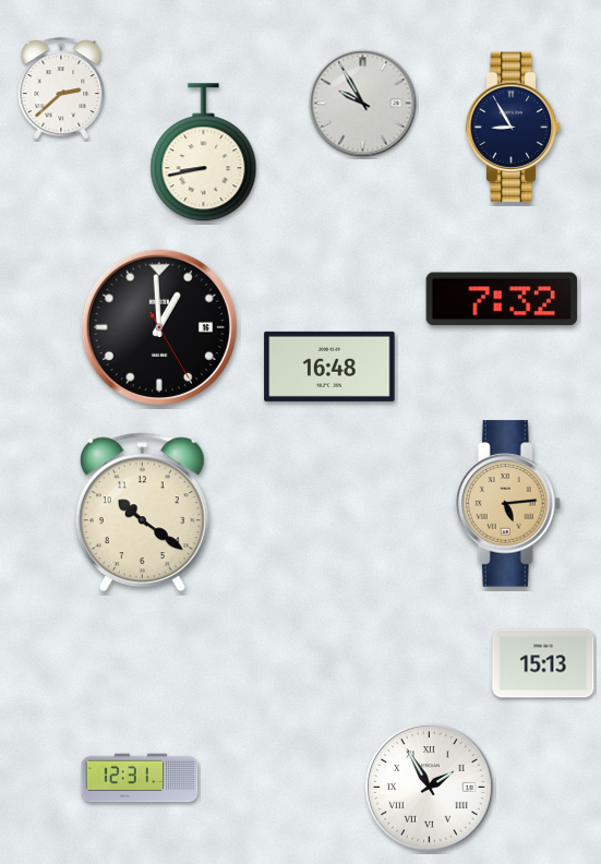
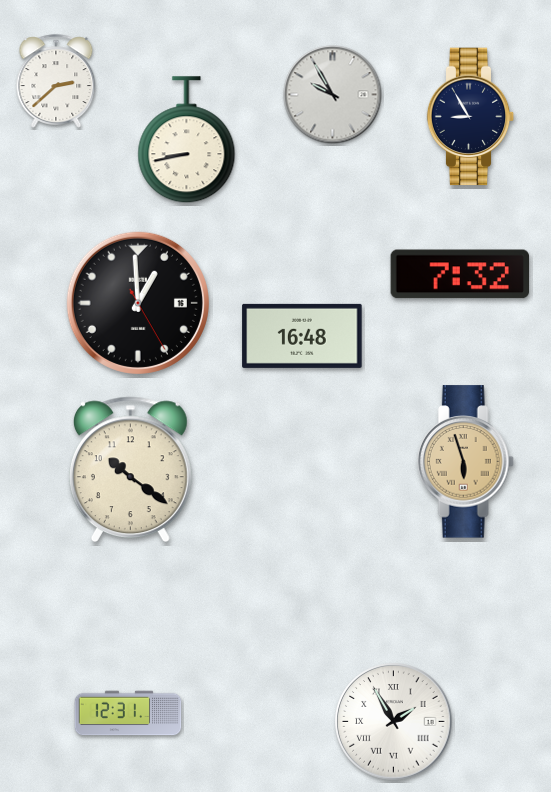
clock at (159, 327) position: (159, 327) -> (138, 303)
clock at (507, 504): 5:14 -> 5:57
clock at (543, 663): 15:13 -> none
